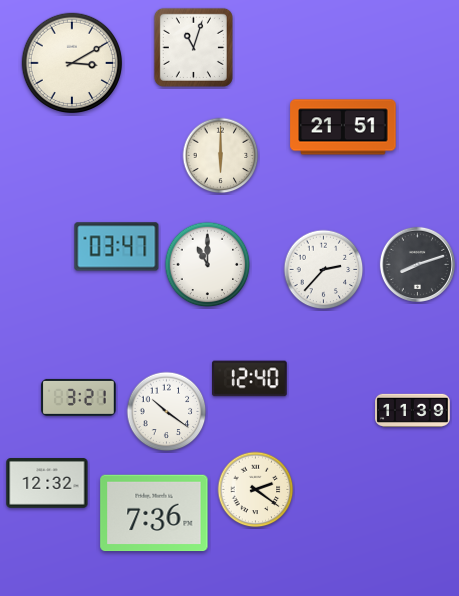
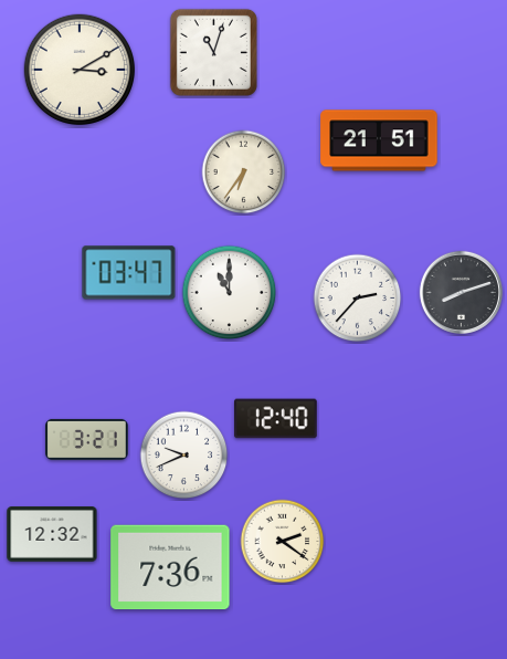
clock at (221, 156): 6:00 -> 6:36
clock at (413, 410): 11:39 -> none
clock at (167, 412): 10:21 -> 9:41
